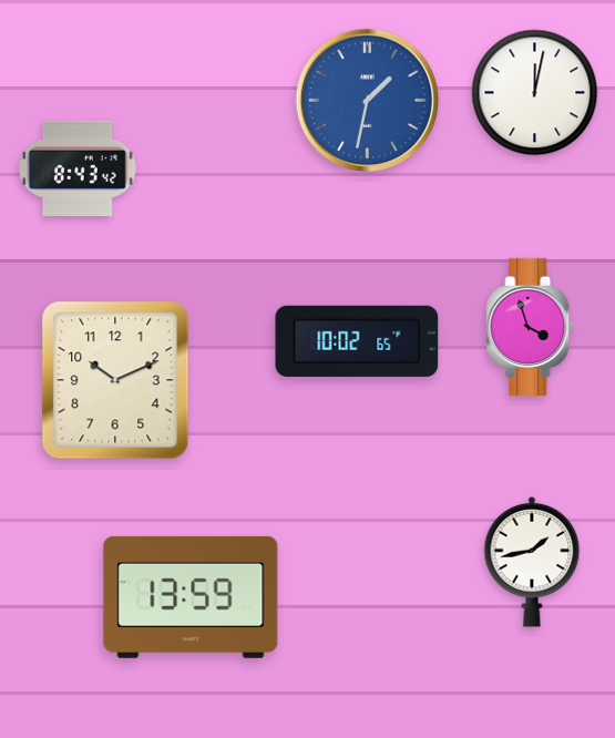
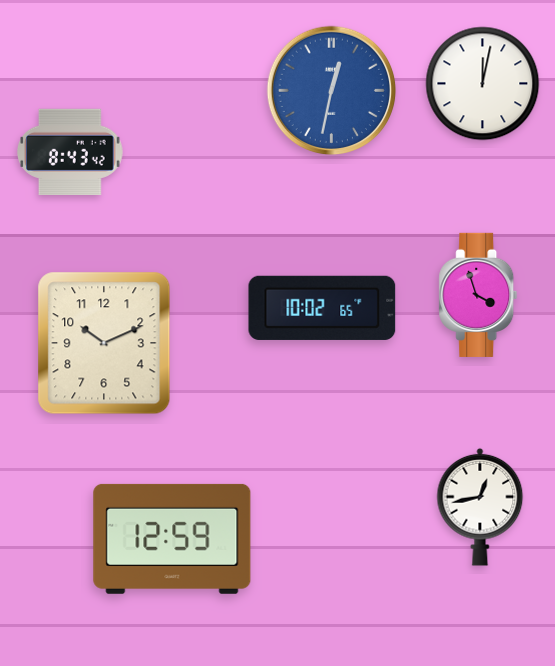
clock at (368, 101): 1:32 -> 12:32
clock at (532, 562): 1:43 -> 12:43
clock at (191, 597): 13:59 -> 12:59
